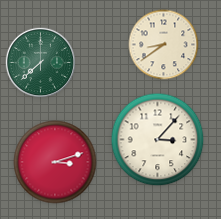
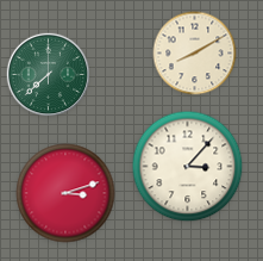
clock at (164, 45): 8:39 -> 8:10
